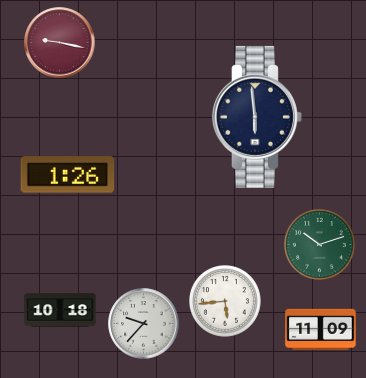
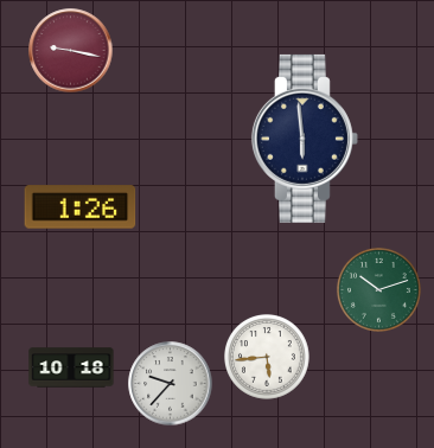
clock at (321, 329): 11:09 -> none
